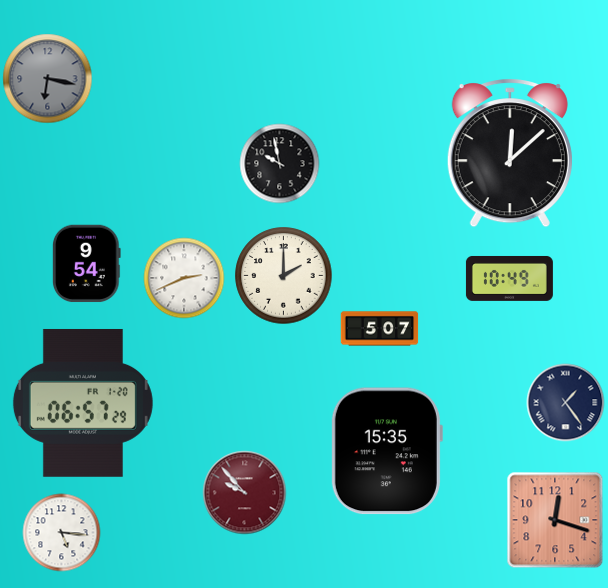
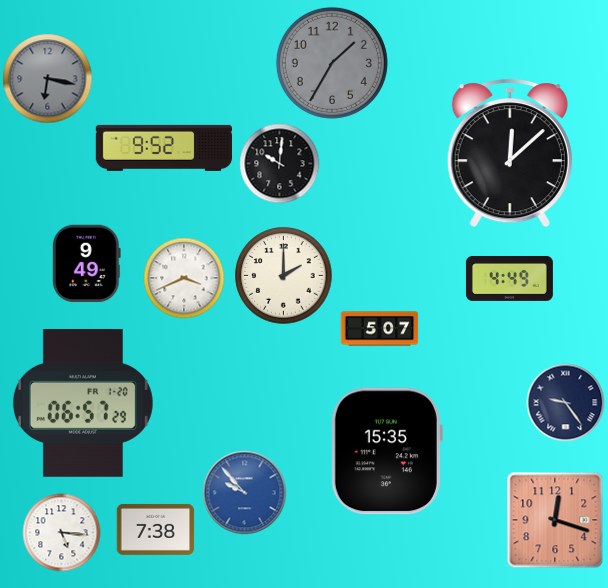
clock at (332, 63): none -> 1:35
clock at (164, 148): none -> 9:52
clock at (279, 163): 9:58 -> 10:01
clock at (87, 263): 9:54 -> 9:49
clock at (184, 278): 2:41 -> 3:41
clock at (509, 278): 10:49 -> 4:49
clock at (565, 402): 1:24 -> 9:24
clock at (244, 492) dial: burgundy -> blue
clock at (155, 529): none -> 7:38
